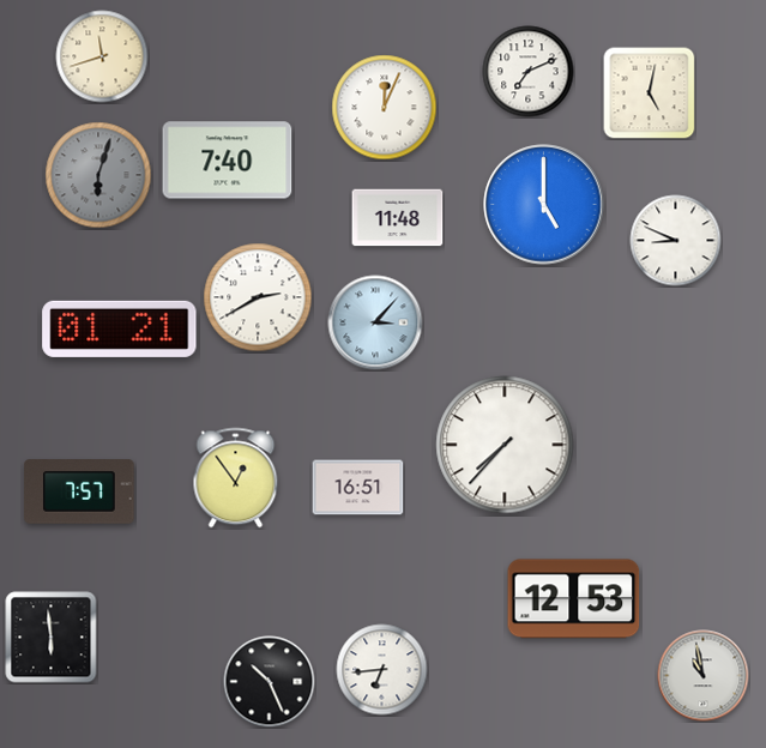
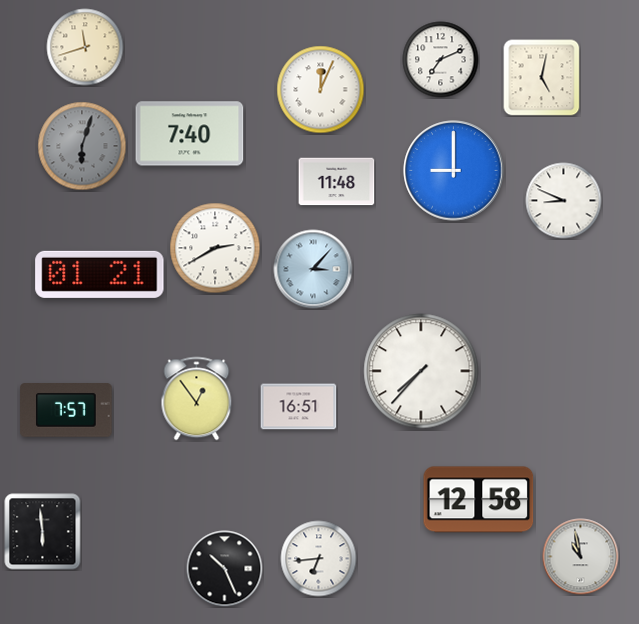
clock at (544, 205): 5:00 -> 9:00
clock at (398, 218) position: (398, 218) -> (337, 182)
clock at (574, 599): 12:53 -> 12:58
clock at (704, 676) position: (704, 676) -> (581, 557)
